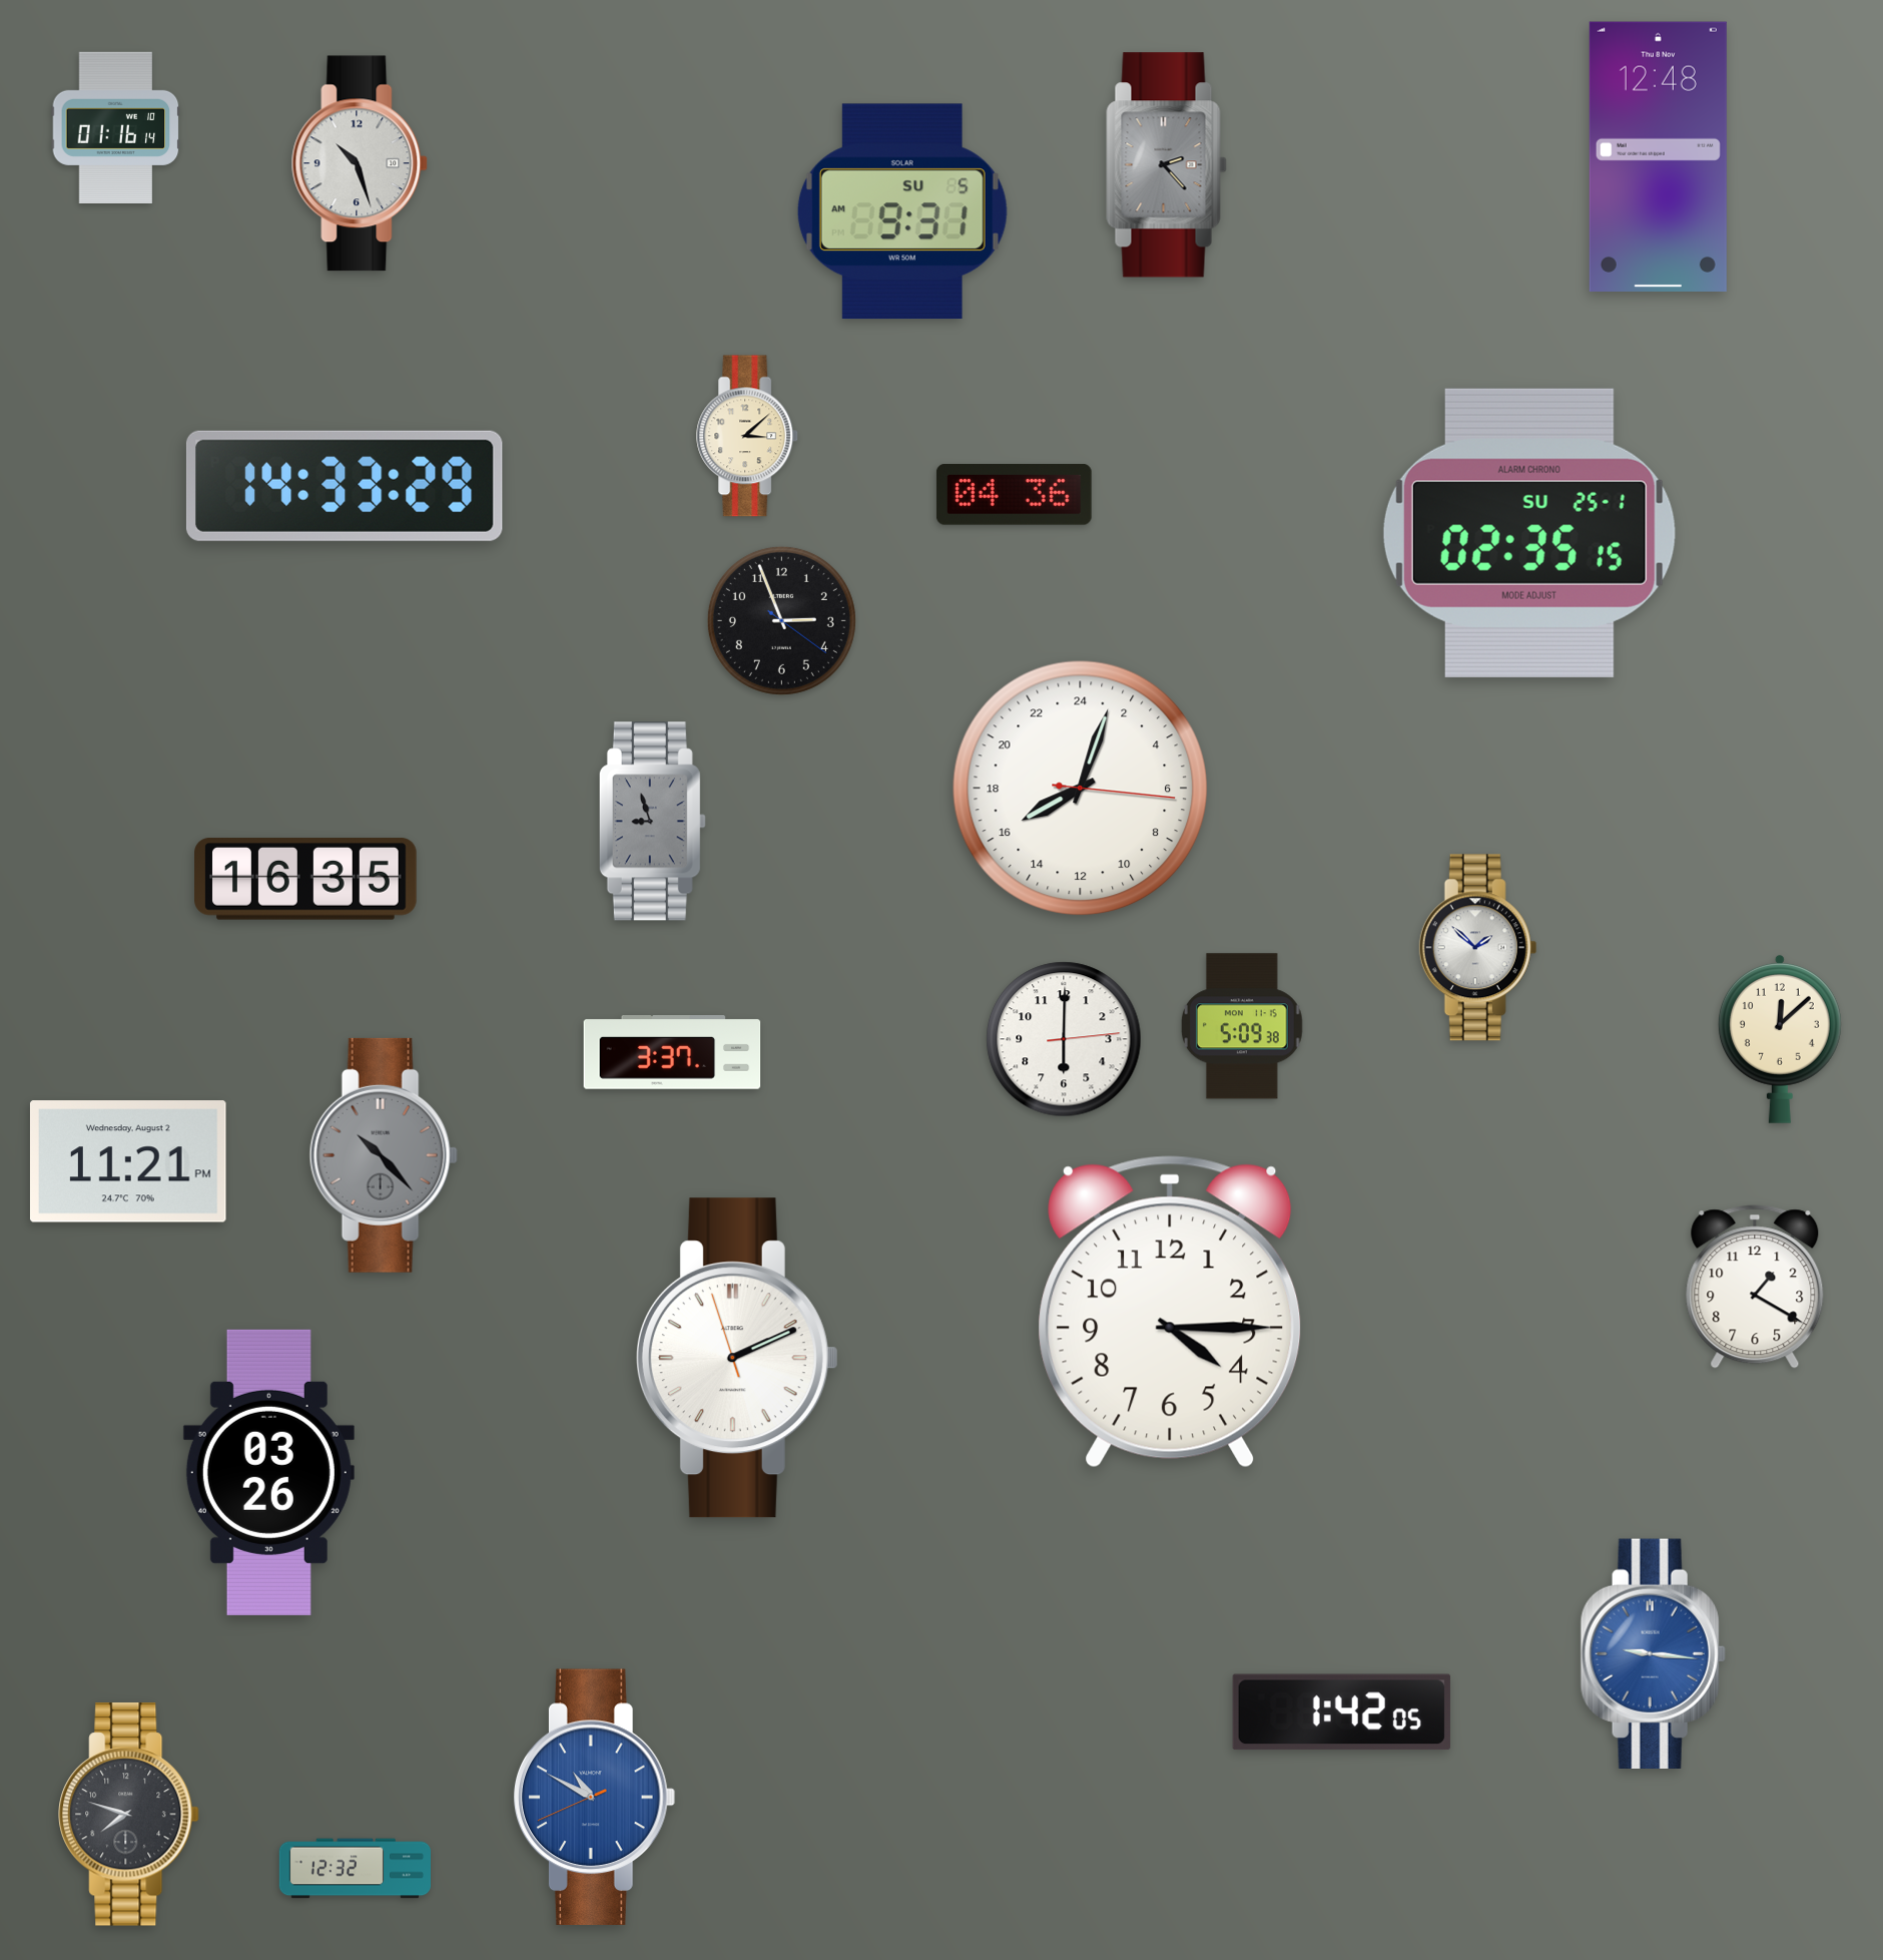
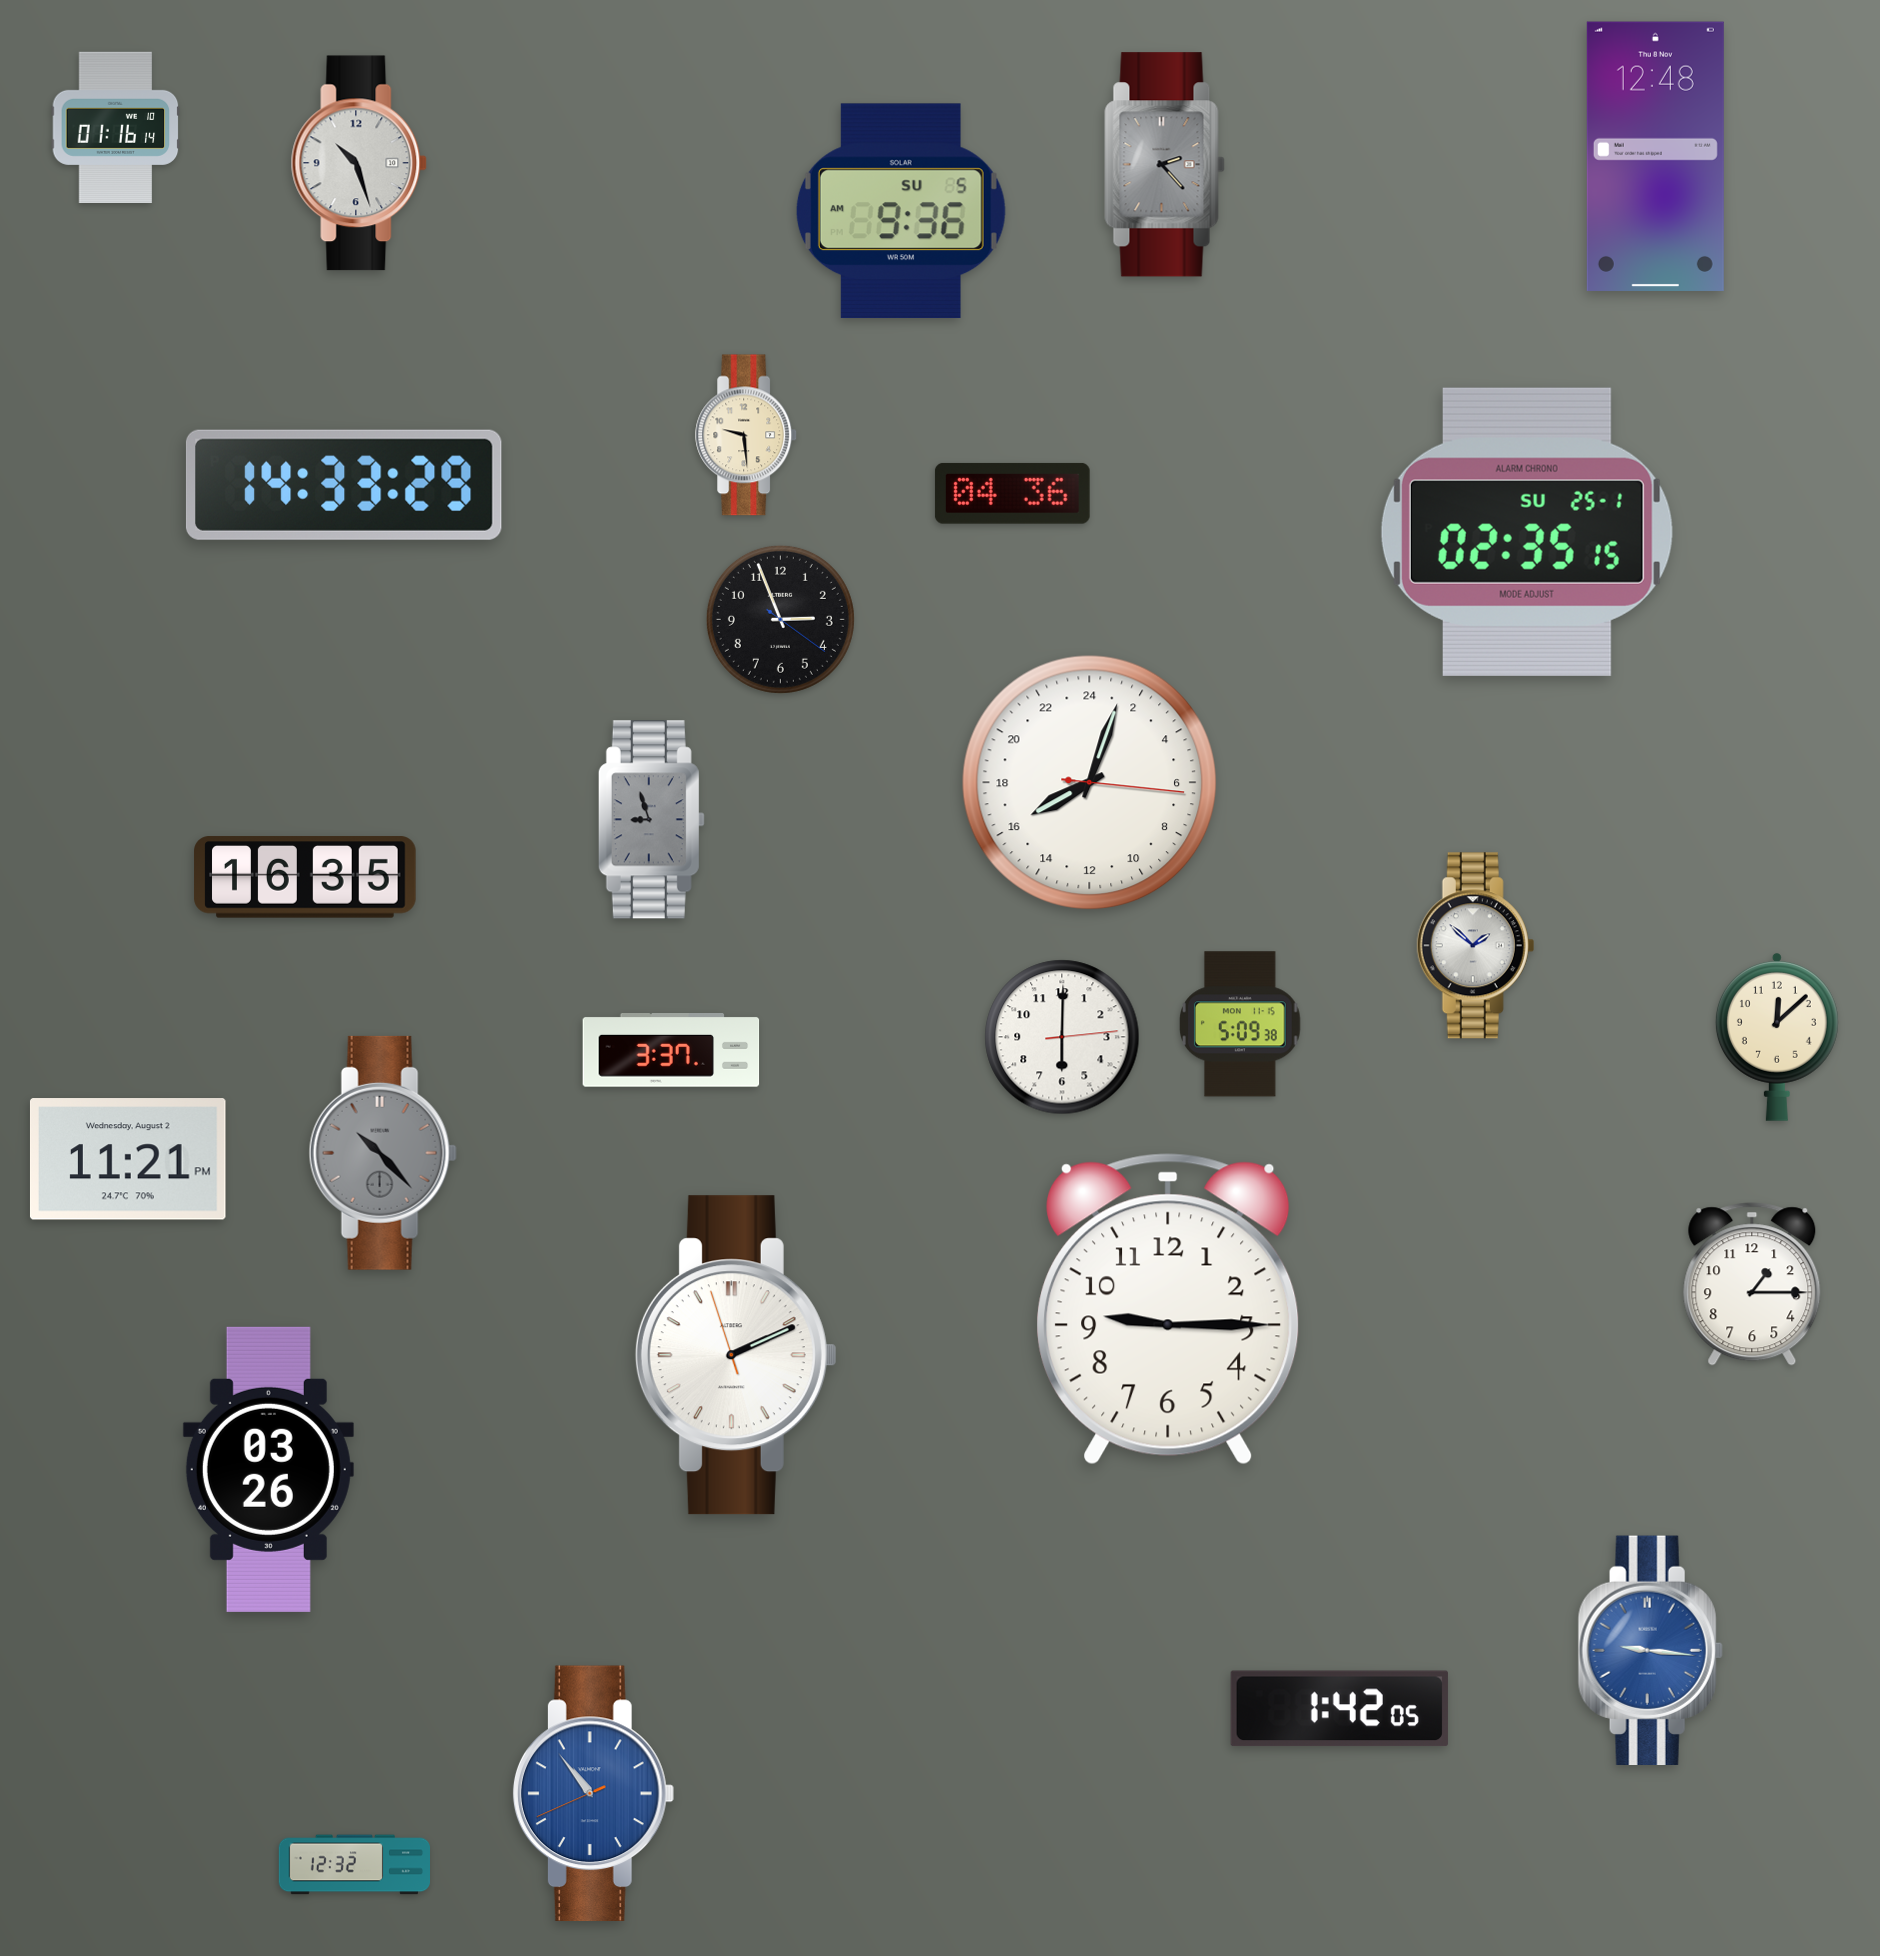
clock at (902, 211): 9:31 -> 9:36
clock at (748, 436): 3:08 -> 9:29
clock at (1081, 789) position: (1081, 789) -> (1090, 783)
clock at (1755, 1287): 1:20 -> 1:15
clock at (1170, 1312): 4:15 -> 9:15
clock at (594, 1797): 10:49 -> 10:53
clock at (129, 1815): 7:48 -> none
